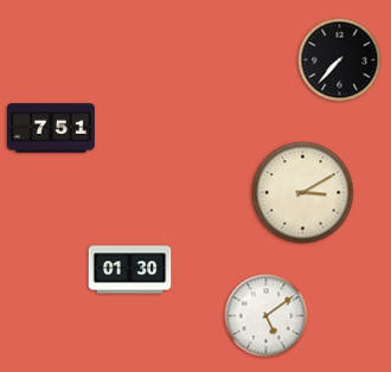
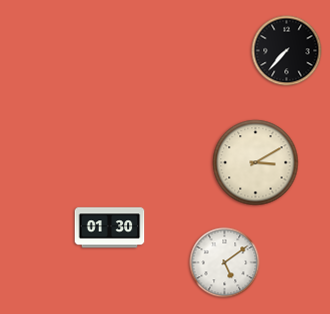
clock at (52, 128): 7:51 -> none
clock at (267, 316) position: (267, 316) -> (225, 263)
